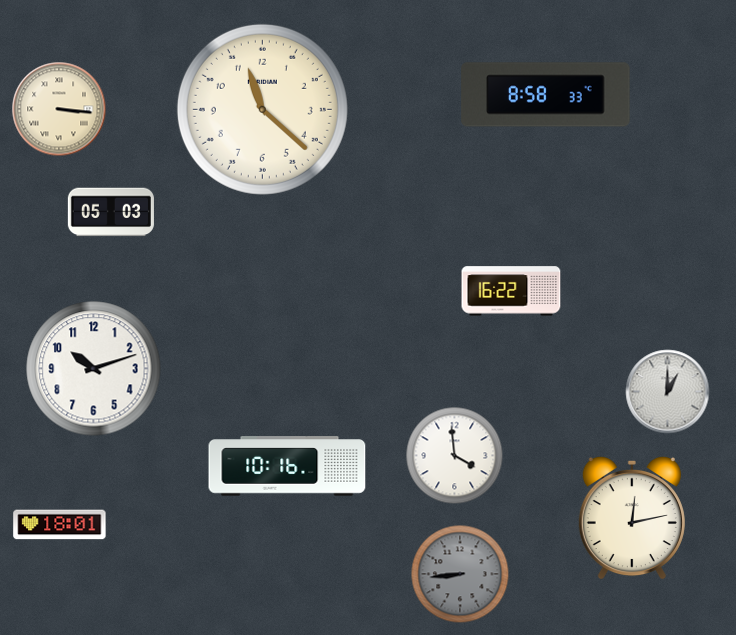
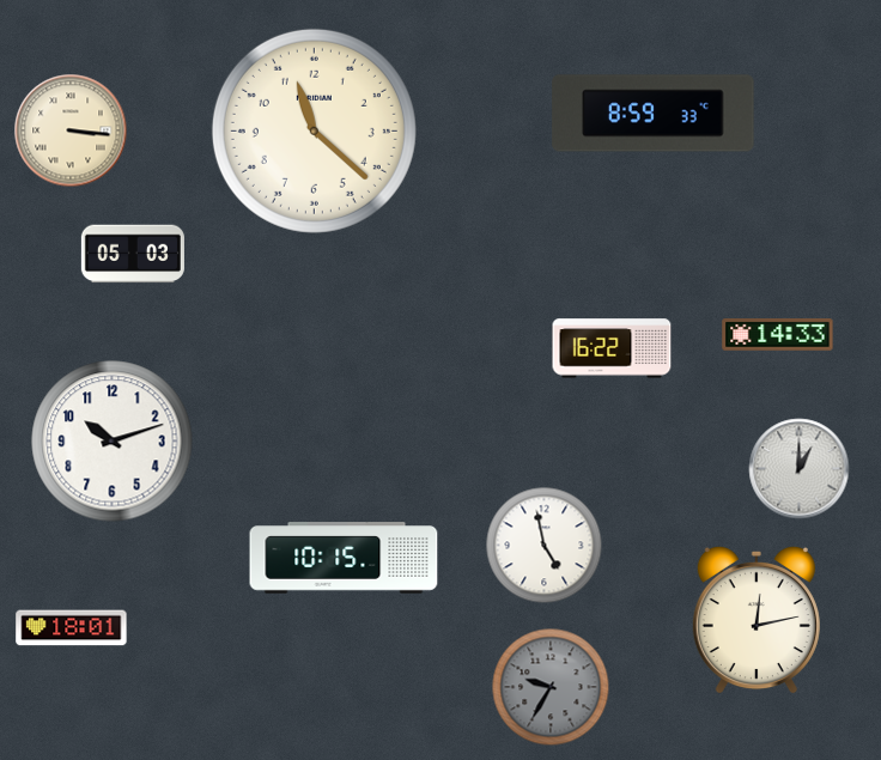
clock at (546, 95): 8:58 -> 8:59
clock at (778, 335): none -> 14:33
clock at (455, 456): 3:59 -> 4:58
clock at (287, 466): 10:16 -> 10:15
clock at (460, 574): 8:44 -> 9:35
